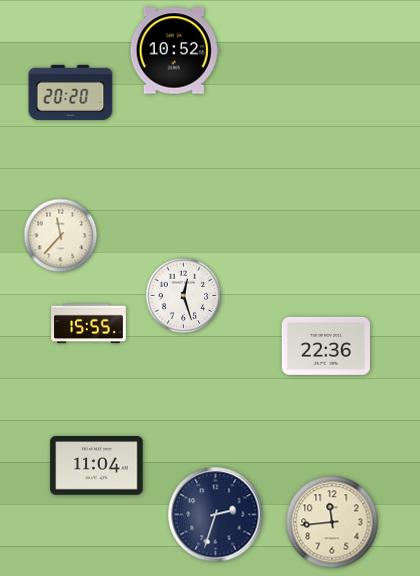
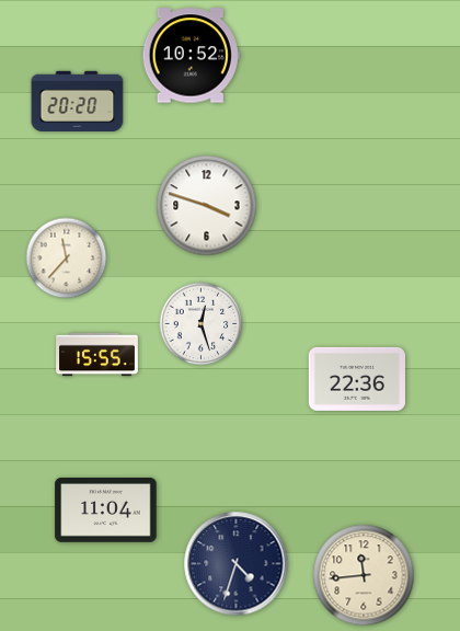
clock at (207, 206): none -> 3:48
clock at (216, 515): 2:33 -> 4:33
clock at (332, 522) position: (332, 522) -> (364, 575)
